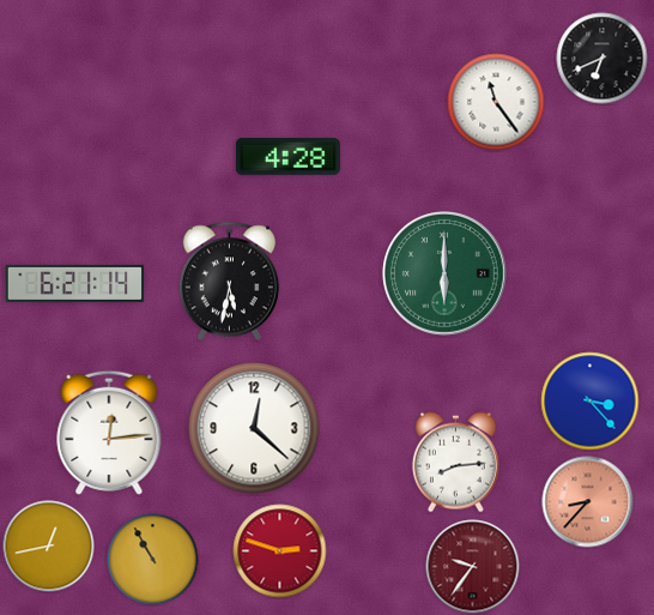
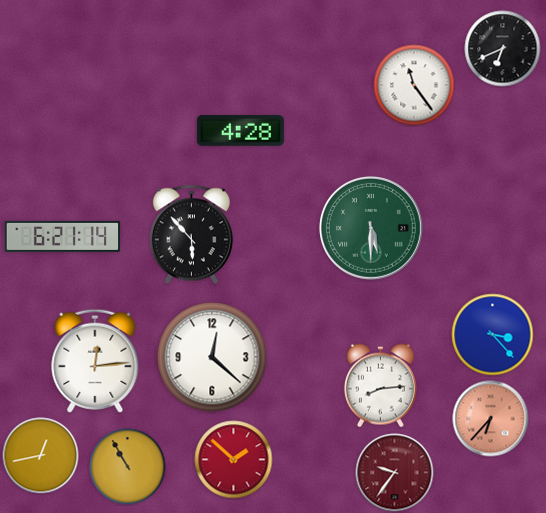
clock at (446, 275): 6:00 -> 5:30
clock at (229, 282): 5:32 -> 5:53
clock at (109, 433) position: (109, 433) -> (95, 361)
clock at (588, 502): 8:37 -> 6:37
clock at (280, 551): 2:48 -> 1:52
